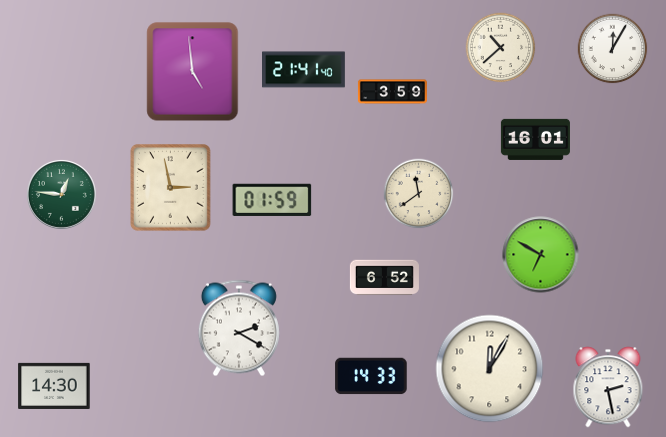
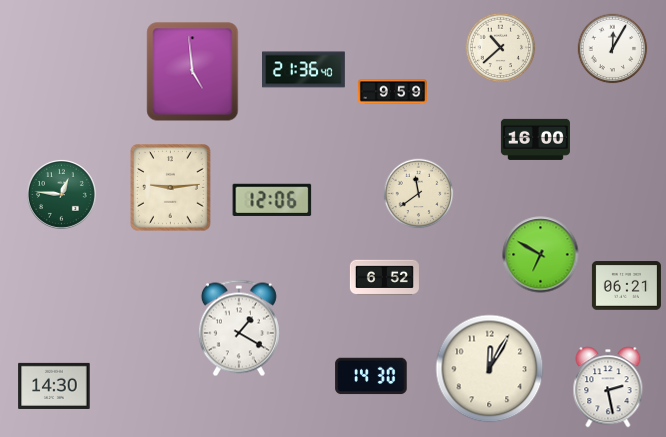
clock at (304, 70): 21:41 -> 21:36
clock at (392, 92): 3:59 -> 9:59
clock at (535, 139): 16:01 -> 16:00
clock at (171, 188): 2:58 -> 9:14
clock at (272, 200): 01:59 -> 12:06
clock at (626, 286): none -> 06:21
clock at (239, 328): 2:20 -> 1:20
clock at (371, 376): 14:33 -> 14:30
